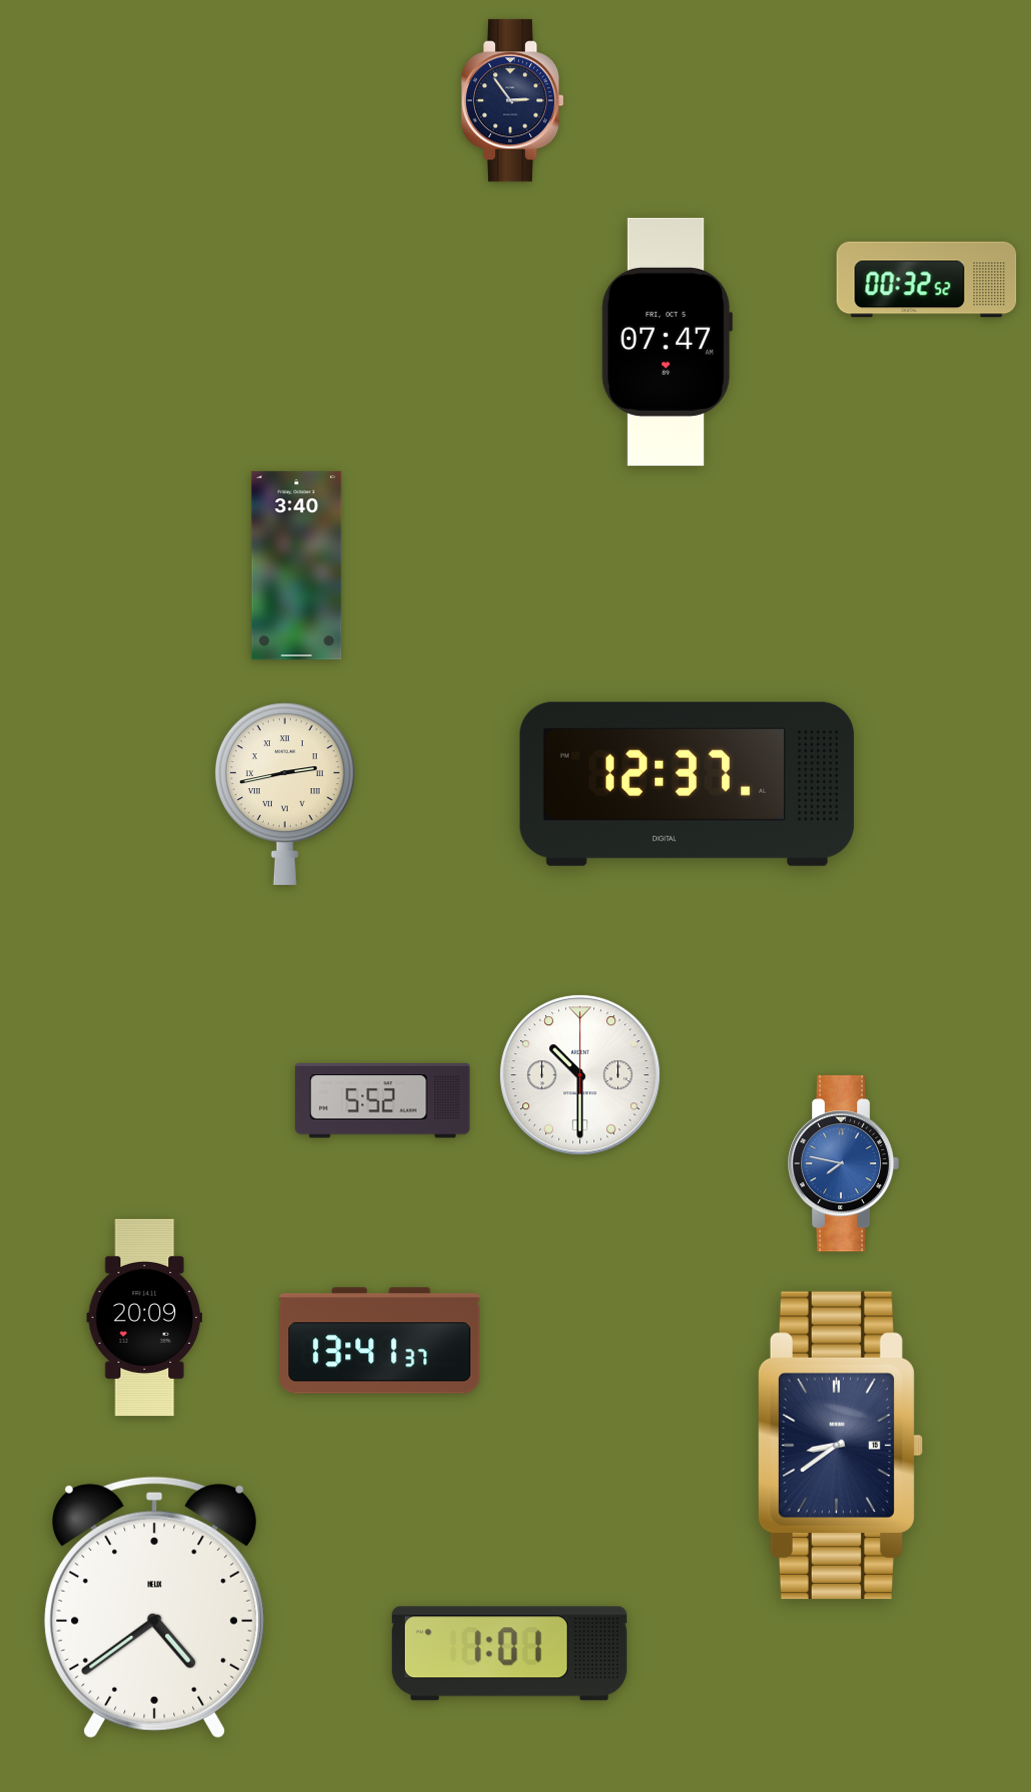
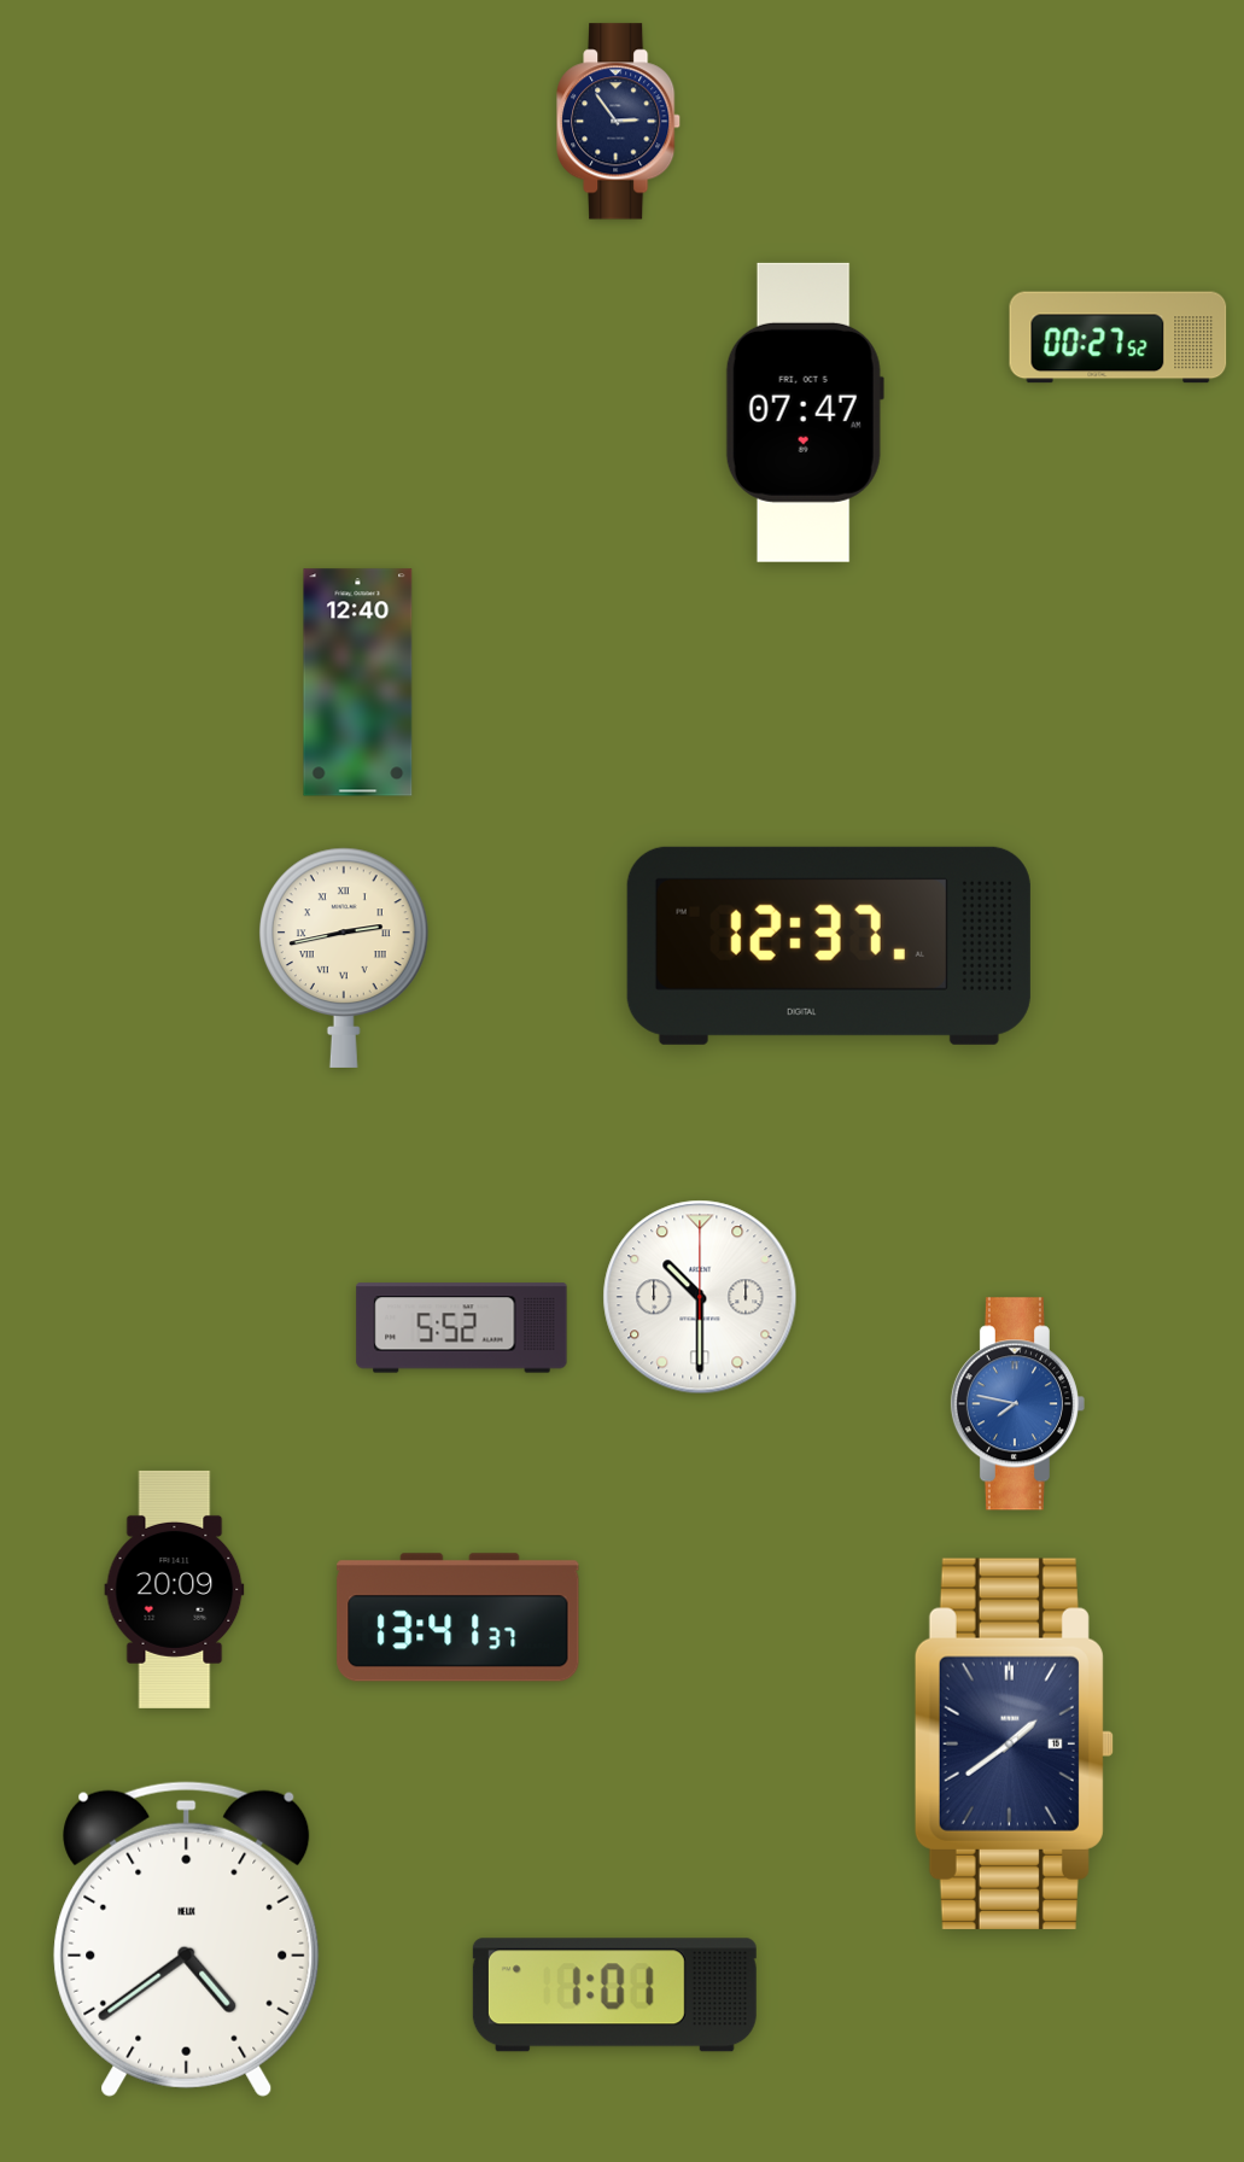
clock at (927, 280): 00:32 -> 00:27
clock at (297, 566): 3:40 -> 12:40
clock at (840, 1445): 8:39 -> 1:39
